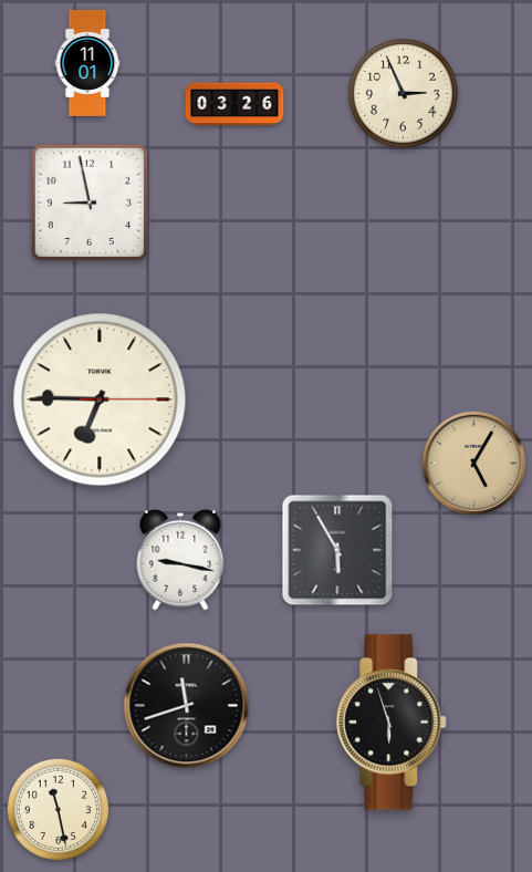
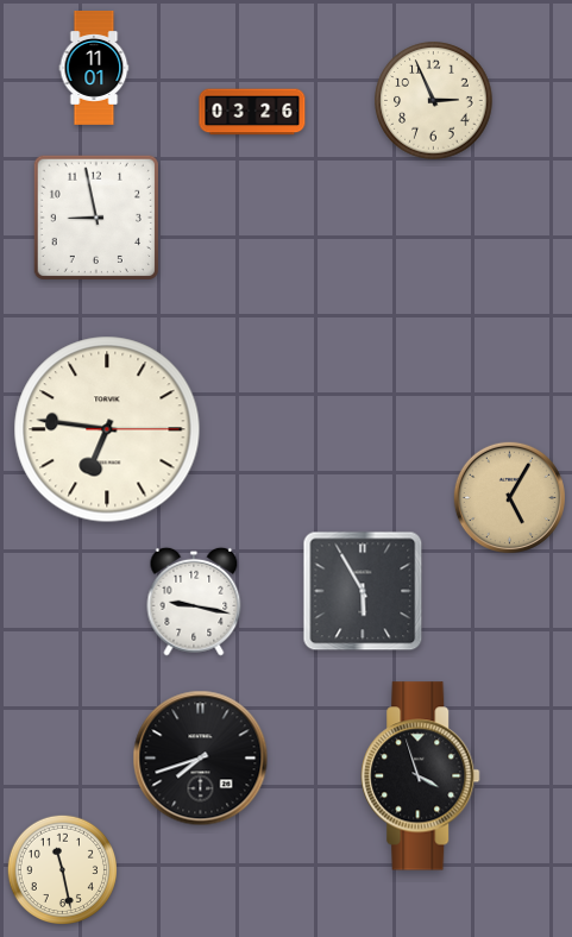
clock at (100, 399): 6:45 -> 6:46
clock at (187, 706): 11:42 -> 7:42
clock at (392, 723): 5:57 -> 3:57
